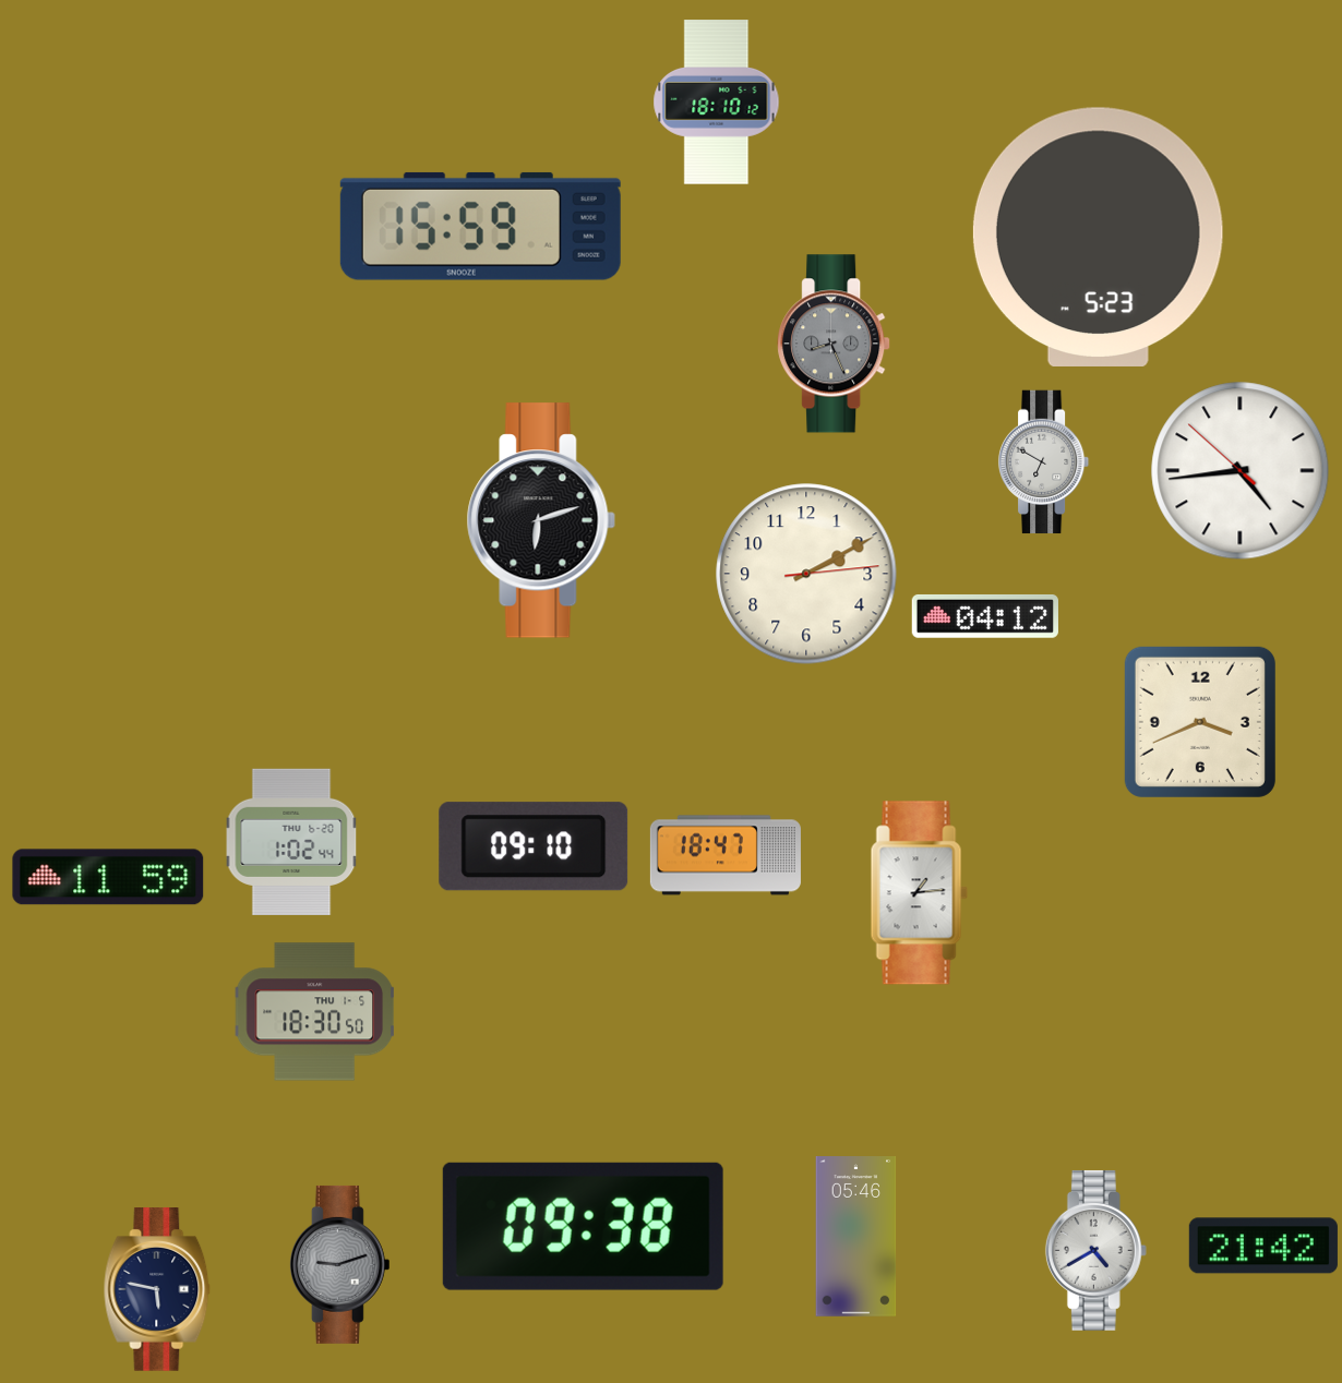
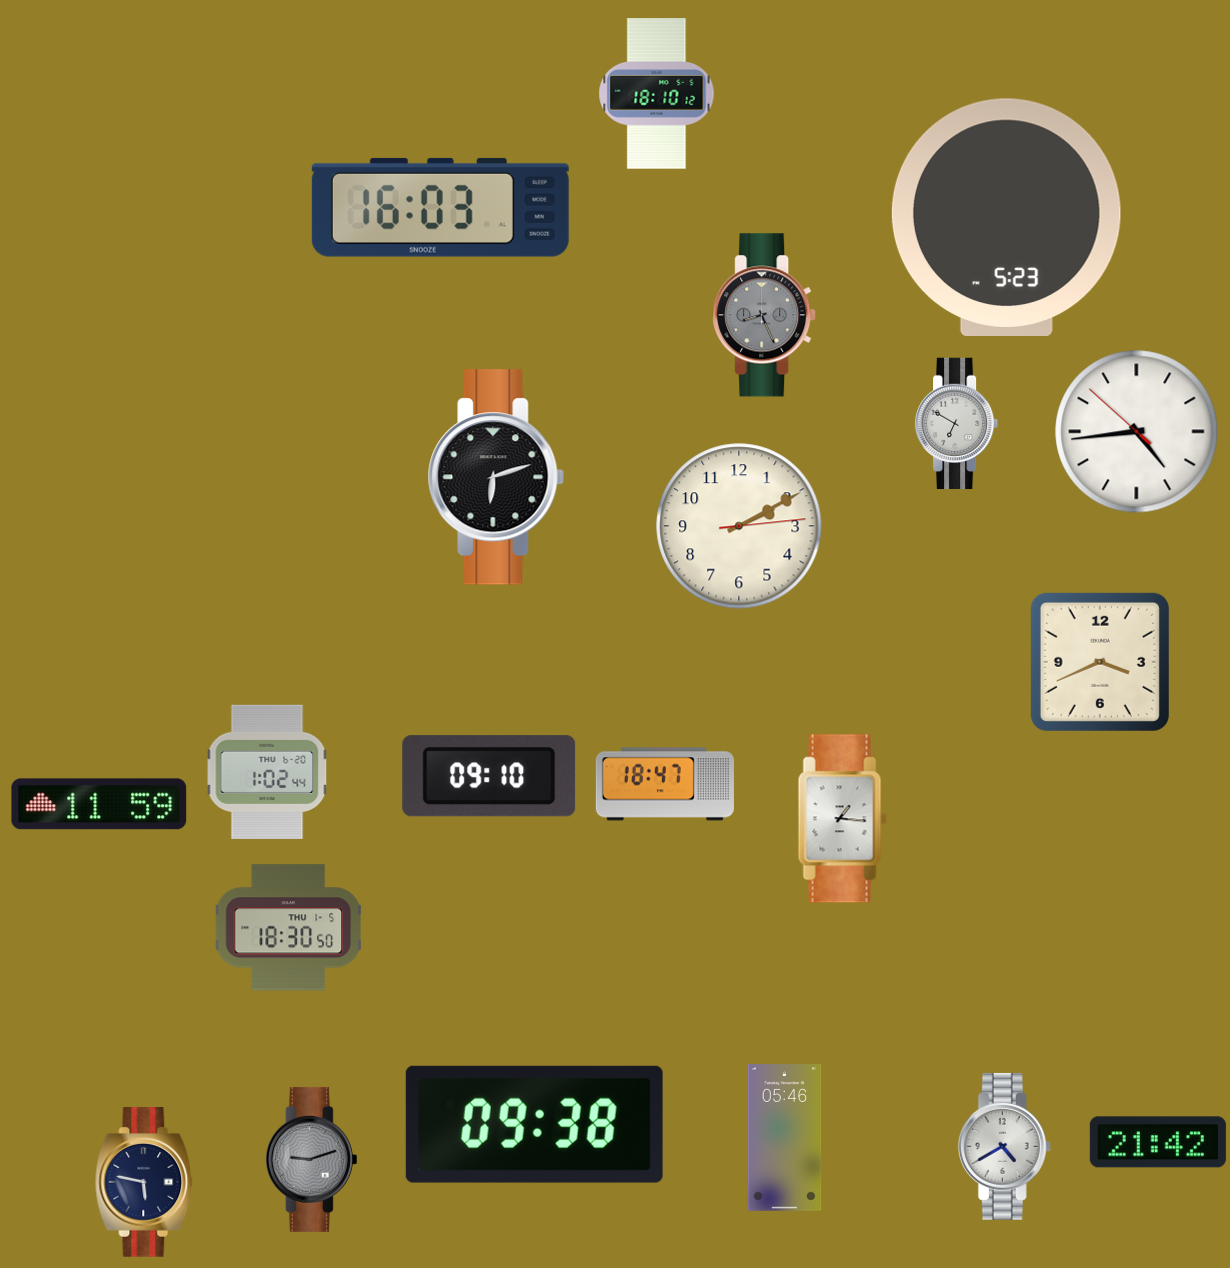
clock at (480, 226): 15:59 -> 16:03
clock at (985, 616): 04:12 -> none
clock at (919, 893): 1:14 -> 1:16
clock at (856, 1237) position: (856, 1237) -> (785, 1138)
